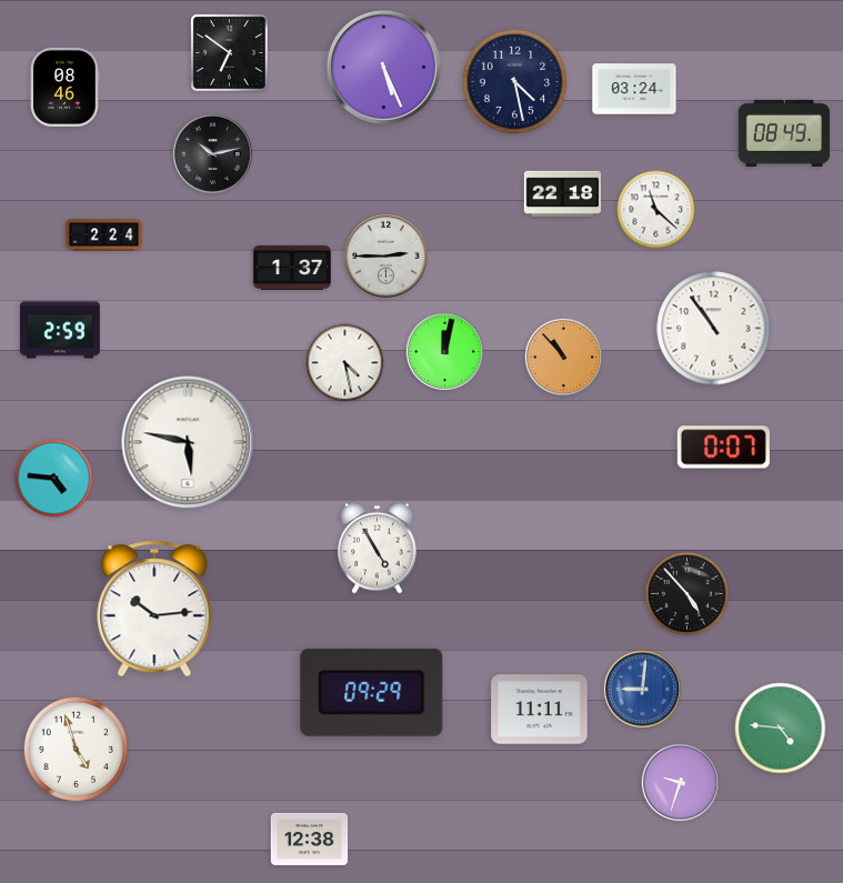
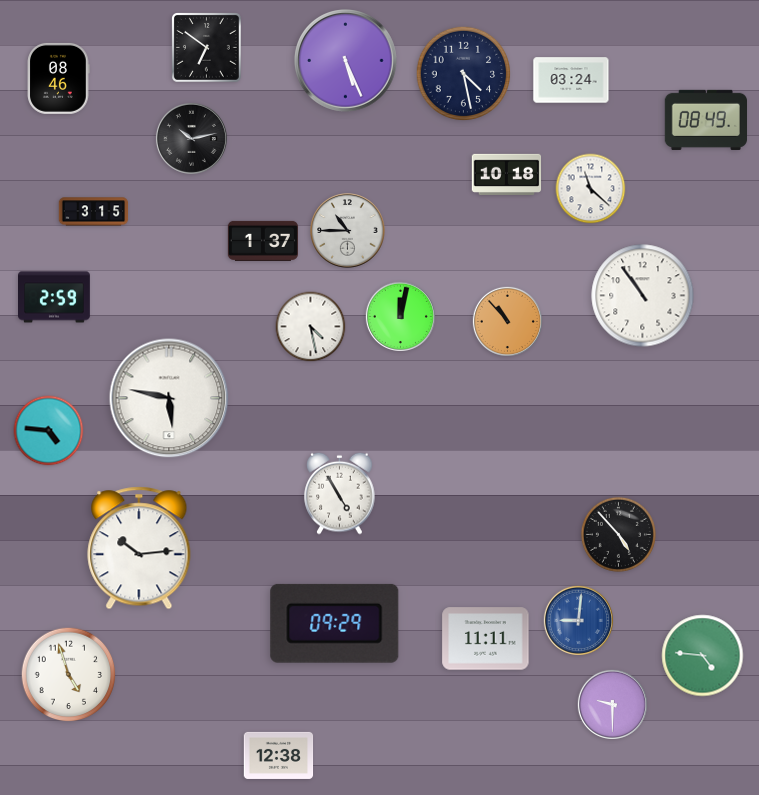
clock at (563, 193): 22:18 -> 10:18
clock at (104, 235): 2:24 -> 3:15
clock at (387, 257): 2:45 -> 10:45
clock at (723, 448): 0:07 -> none
clock at (680, 782): 9:33 -> 9:30
